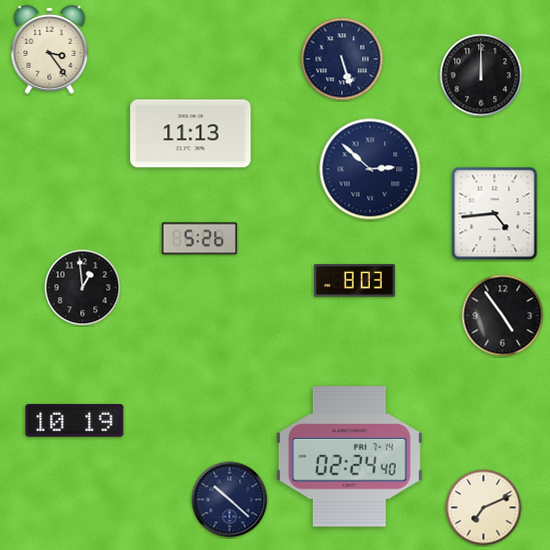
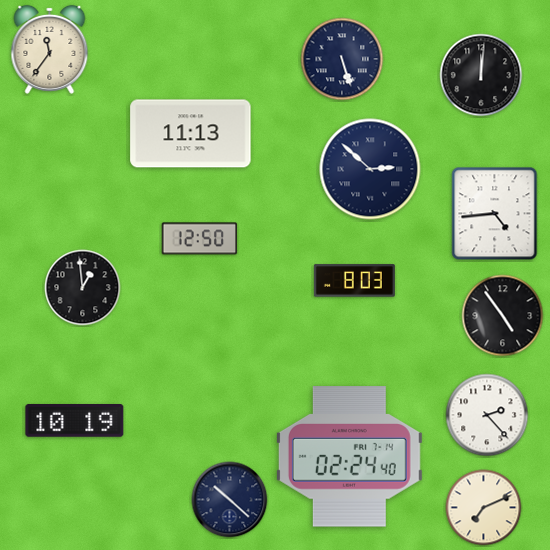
clock at (50, 49): 3:24 -> 11:36
clock at (481, 75): 12:00 -> 12:01
clock at (200, 239): 5:26 -> 12:50
clock at (487, 415): none -> 2:23
